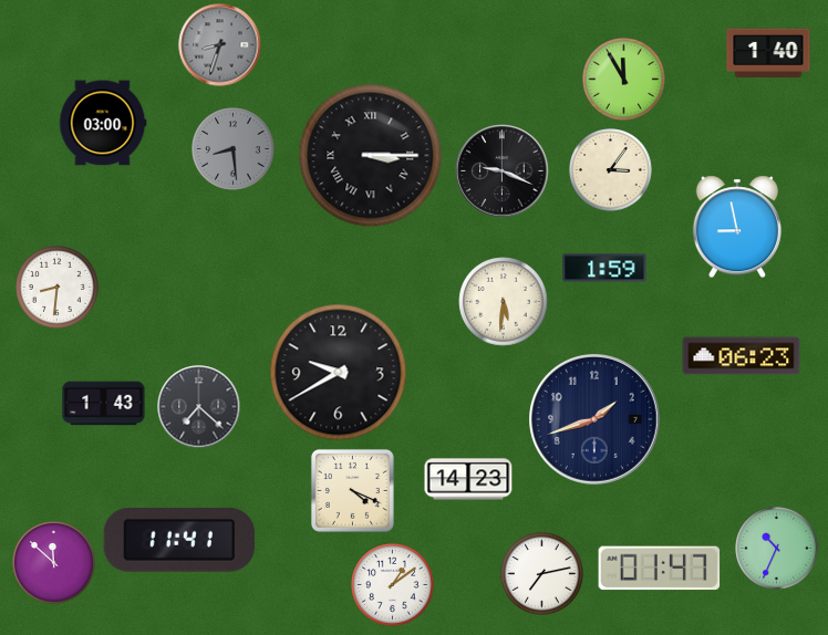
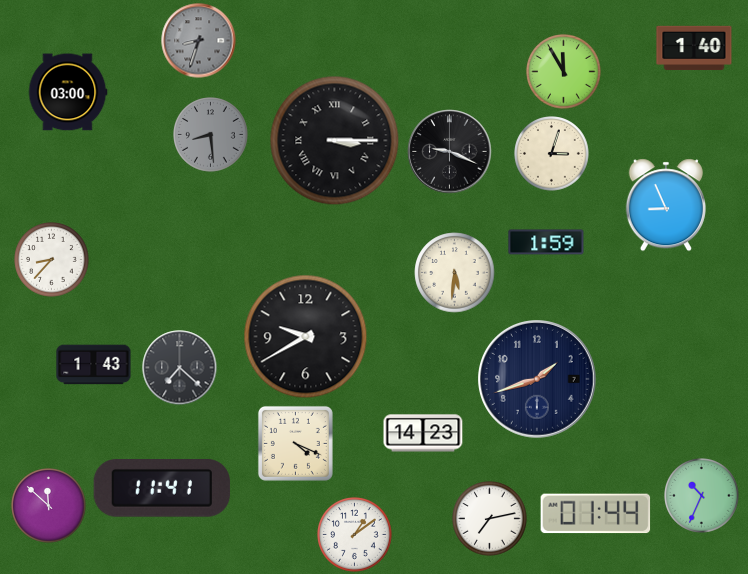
clock at (103, 123) position: (103, 123) -> (68, 92)
clock at (611, 170): 3:06 -> 3:03
clock at (503, 171) position: (503, 171) -> (450, 152)
clock at (737, 227): 8:58 -> 8:56
clock at (58, 288): 8:31 -> 8:37
clock at (742, 356): 06:23 -> none
clock at (352, 490) position: (352, 490) -> (295, 443)
clock at (54, 563) position: (54, 563) -> (49, 506)
clock at (660, 569): 01:47 -> 01:44
clock at (393, 585) position: (393, 585) -> (355, 535)
